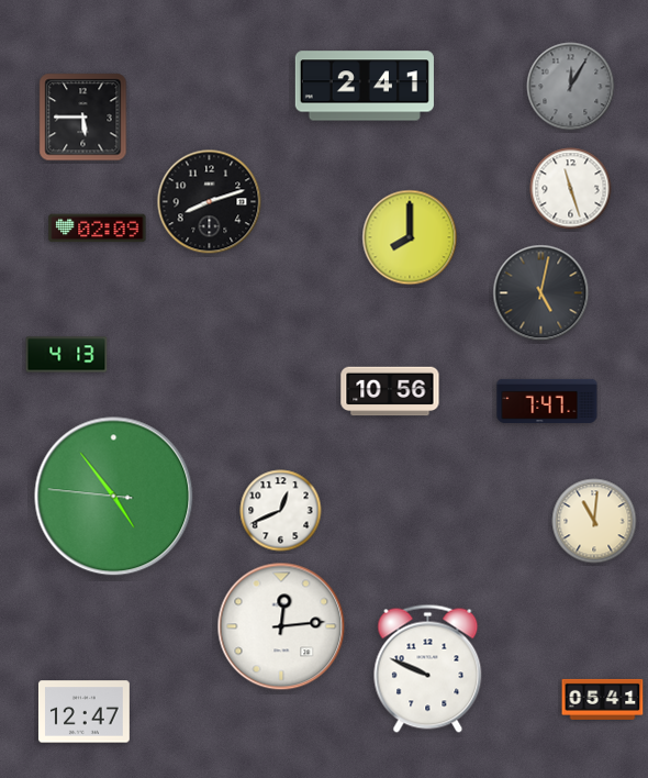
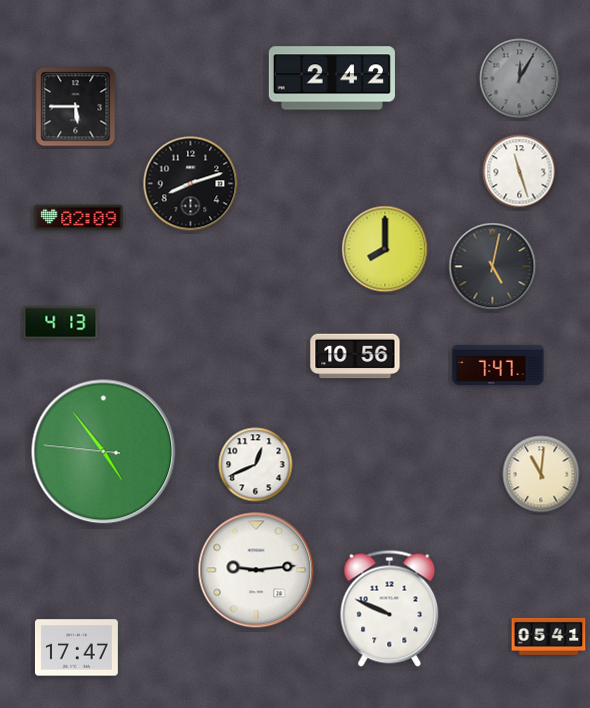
clock at (365, 86): 2:41 -> 2:42
clock at (98, 229) position: (98, 229) -> (79, 218)
clock at (410, 237) position: (410, 237) -> (385, 249)
clock at (281, 626): 12:14 -> 9:14
clock at (83, 712): 12:47 -> 17:47
